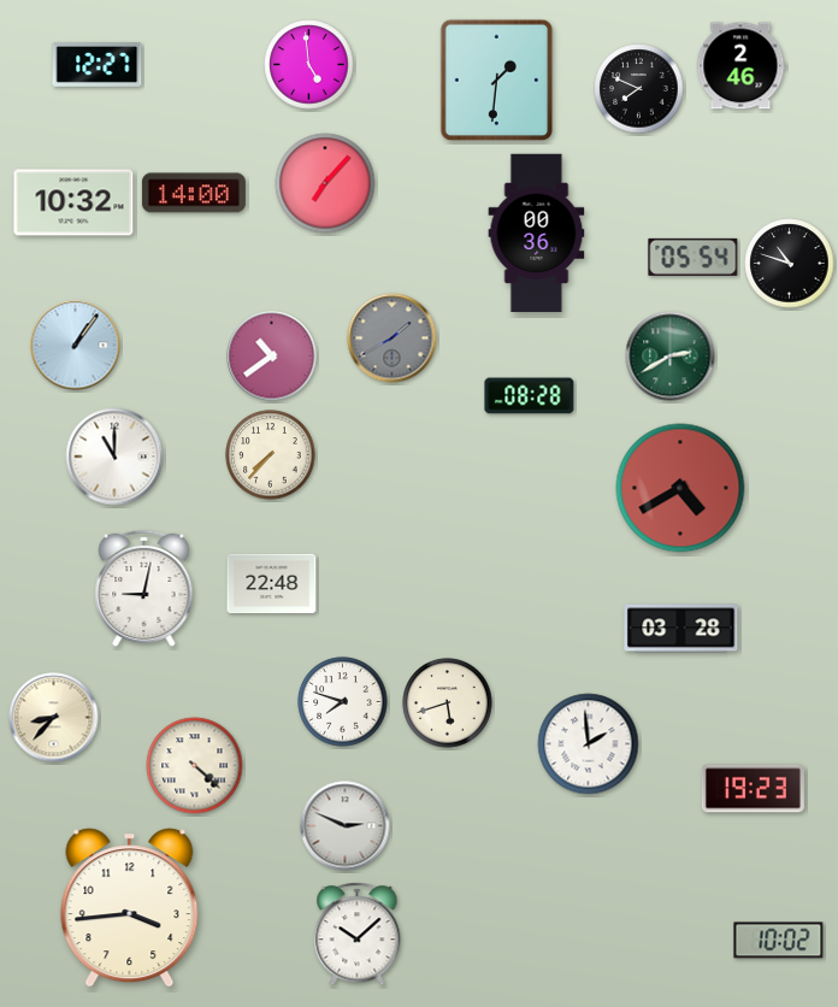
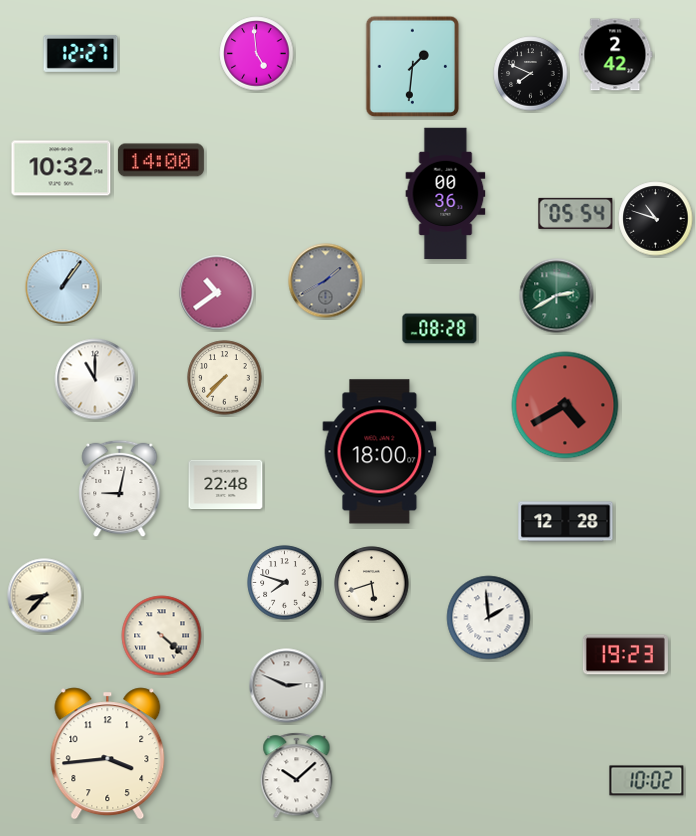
clock at (742, 66): 2:46 -> 2:42
clock at (325, 183): 7:07 -> none
clock at (272, 357) position: (272, 357) -> (217, 293)
clock at (380, 452): none -> 18:00
clock at (681, 629): 03:28 -> 12:28
